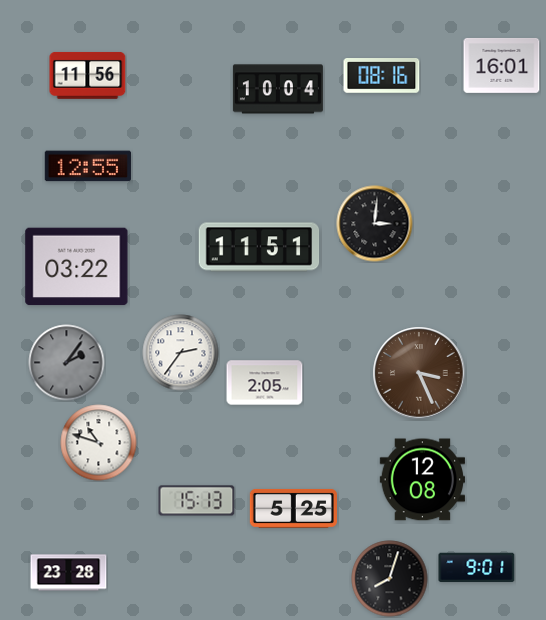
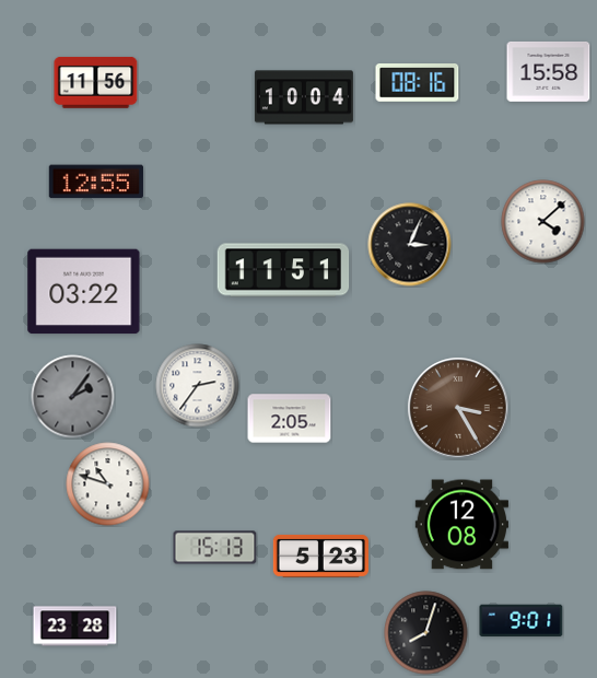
clock at (502, 65): 16:01 -> 15:58
clock at (543, 222): none -> 4:08
clock at (375, 224): 3:01 -> 3:04
clock at (419, 373): 3:26 -> 3:25
clock at (293, 508): 5:25 -> 5:23
